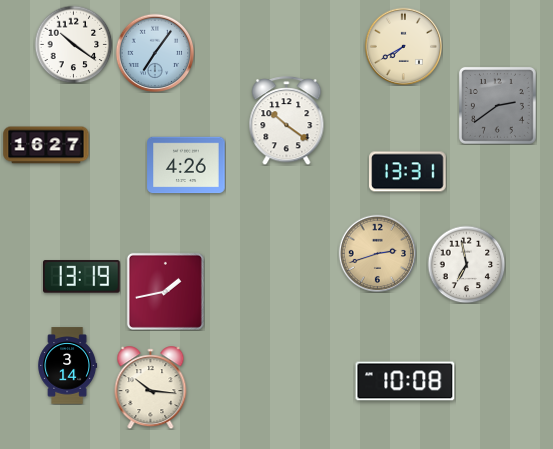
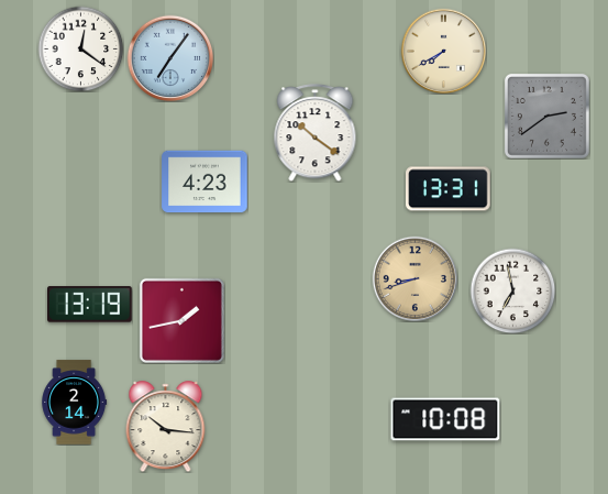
clock at (73, 44): 10:21 -> 12:21
clock at (46, 145): 16:27 -> none
clock at (186, 165): 4:26 -> 4:23
clock at (377, 253): 2:42 -> 8:42
clock at (68, 366): 3:14 -> 2:14
